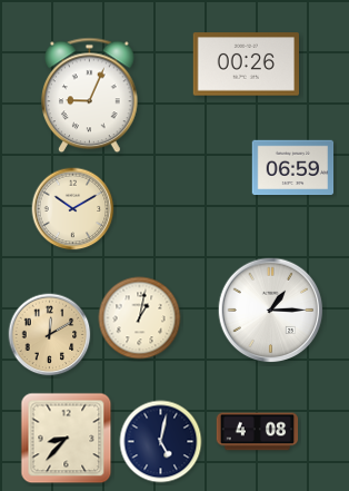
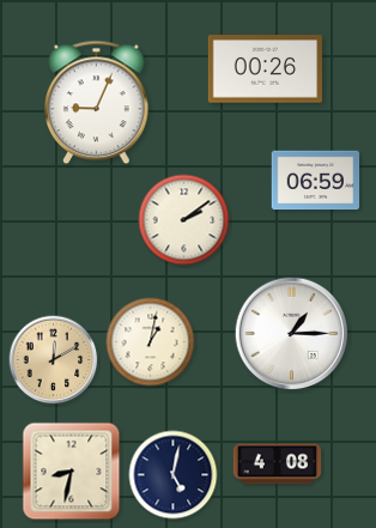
clock at (184, 220): none -> 2:09
clock at (73, 209): 10:10 -> none
clock at (67, 439): 8:37 -> 8:32
